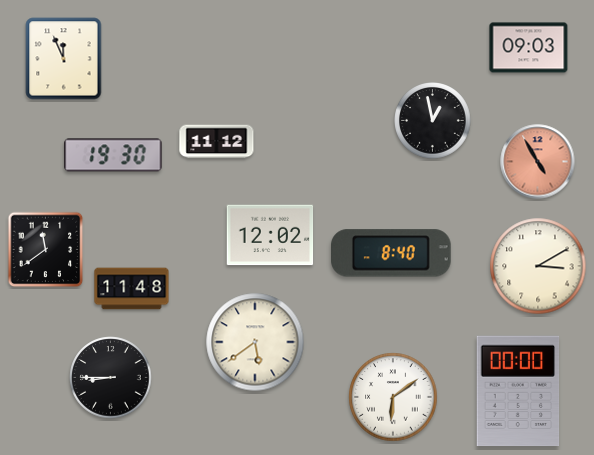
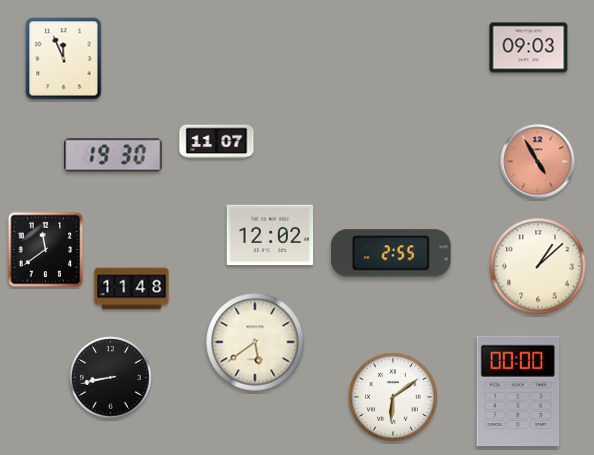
clock at (433, 121): 12:58 -> none
clock at (217, 142): 11:12 -> 11:07
clock at (392, 253): 8:40 -> 2:55
clock at (538, 266): 3:10 -> 1:08
clock at (111, 378): 8:45 -> 8:43
